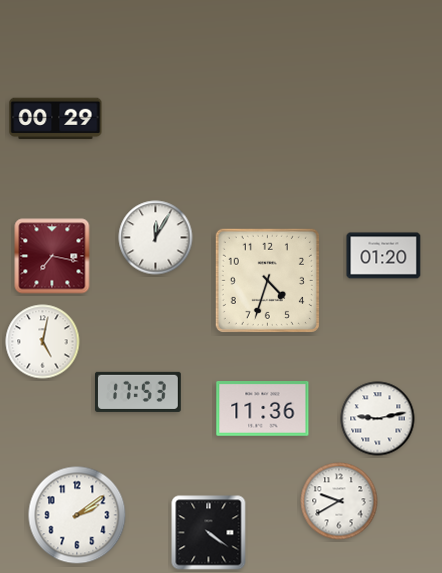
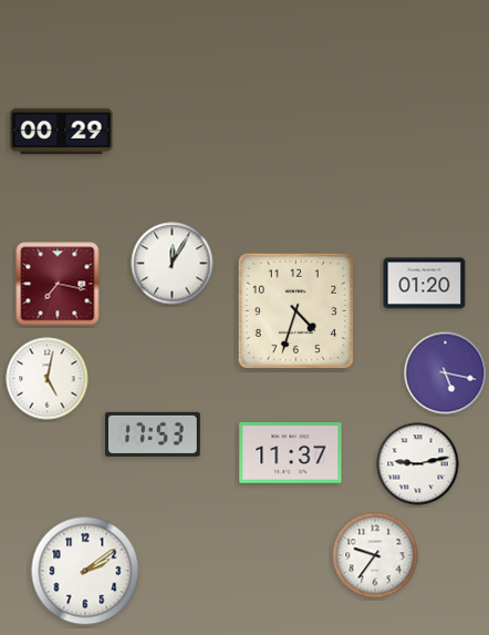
clock at (446, 373): none -> 5:17
clock at (263, 409): 11:36 -> 11:37
clock at (339, 501): 9:40 -> 9:36
clock at (209, 533): 4:21 -> none
